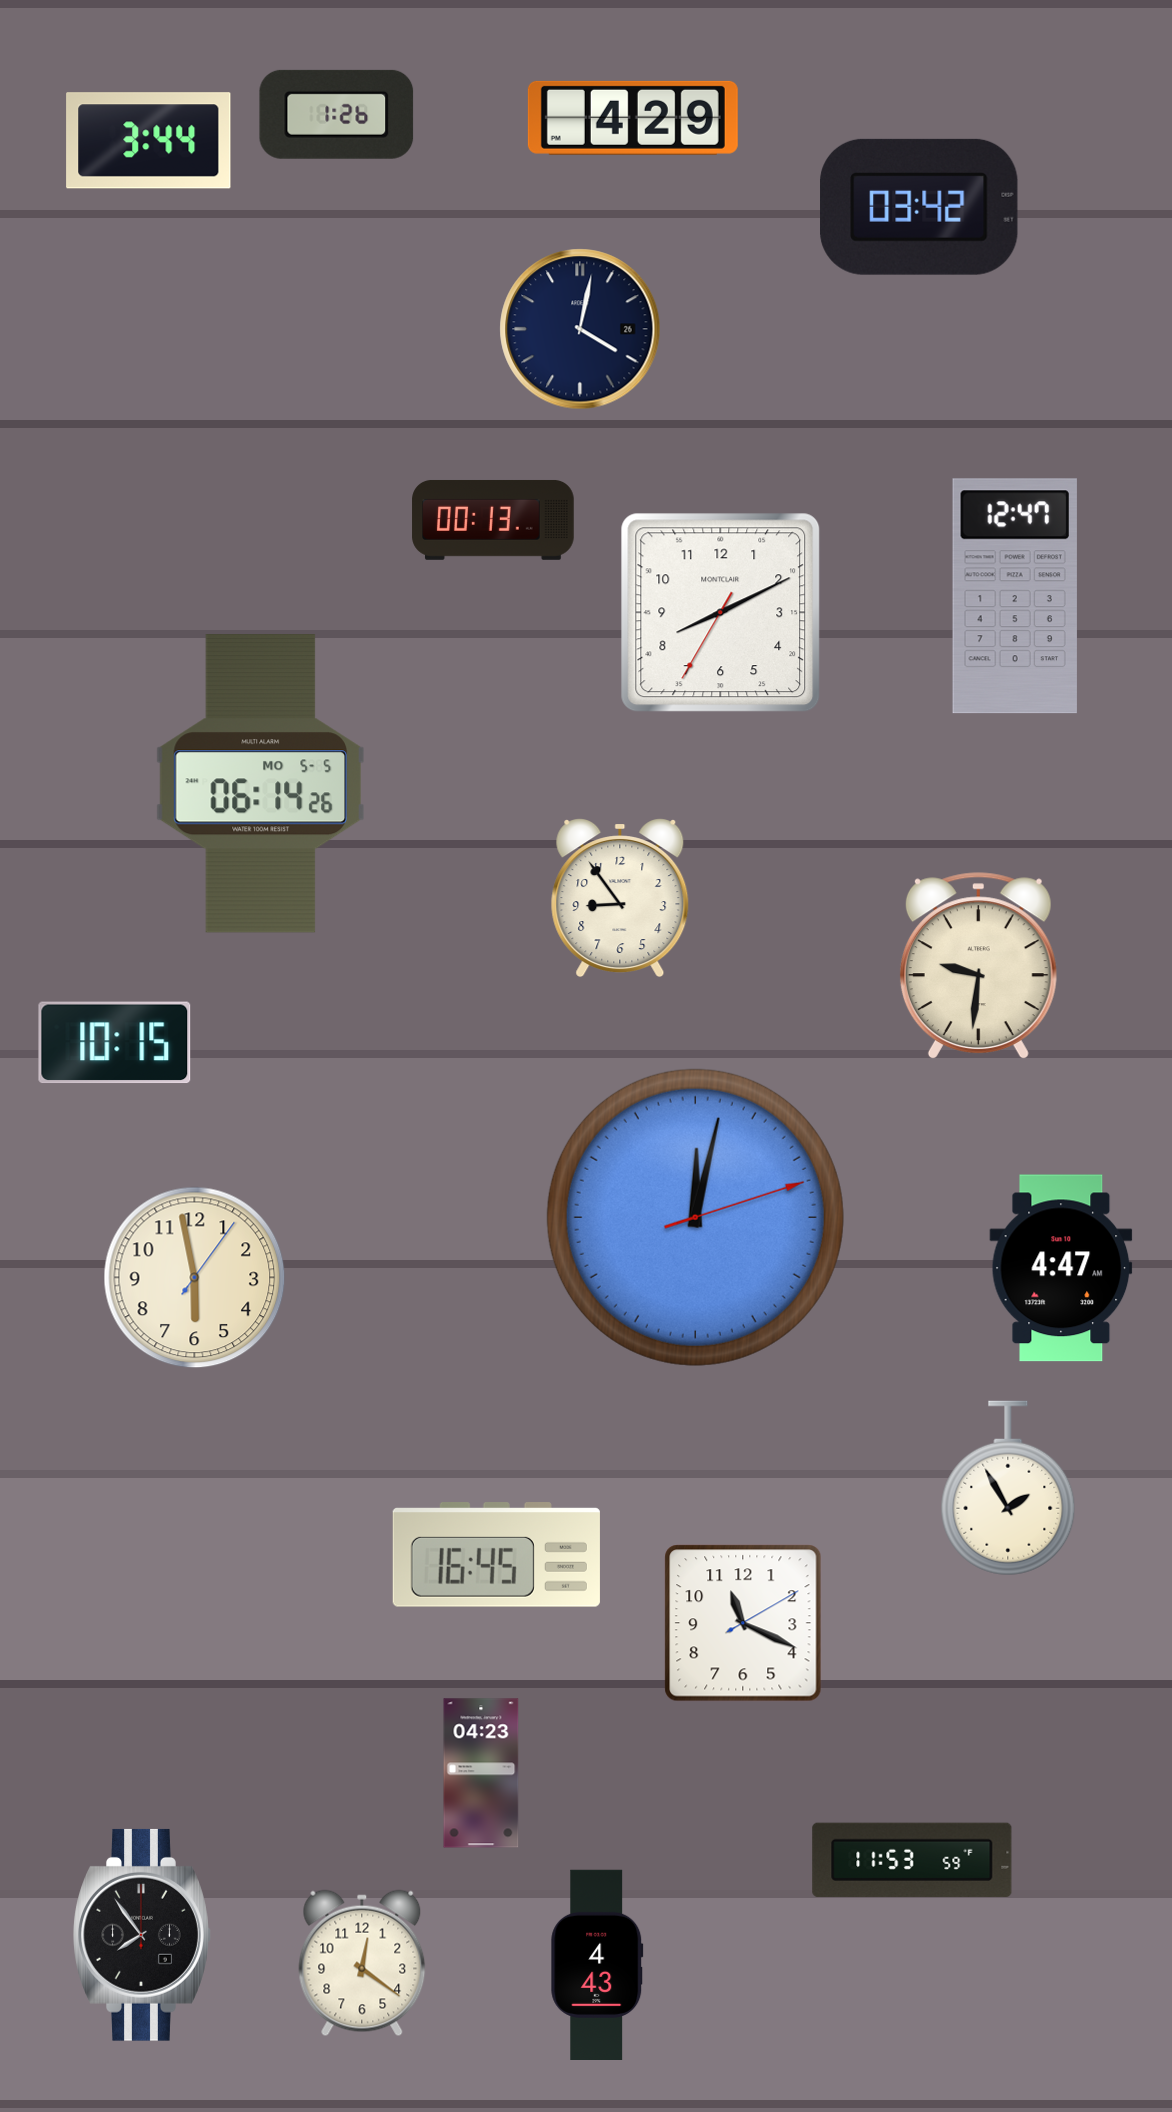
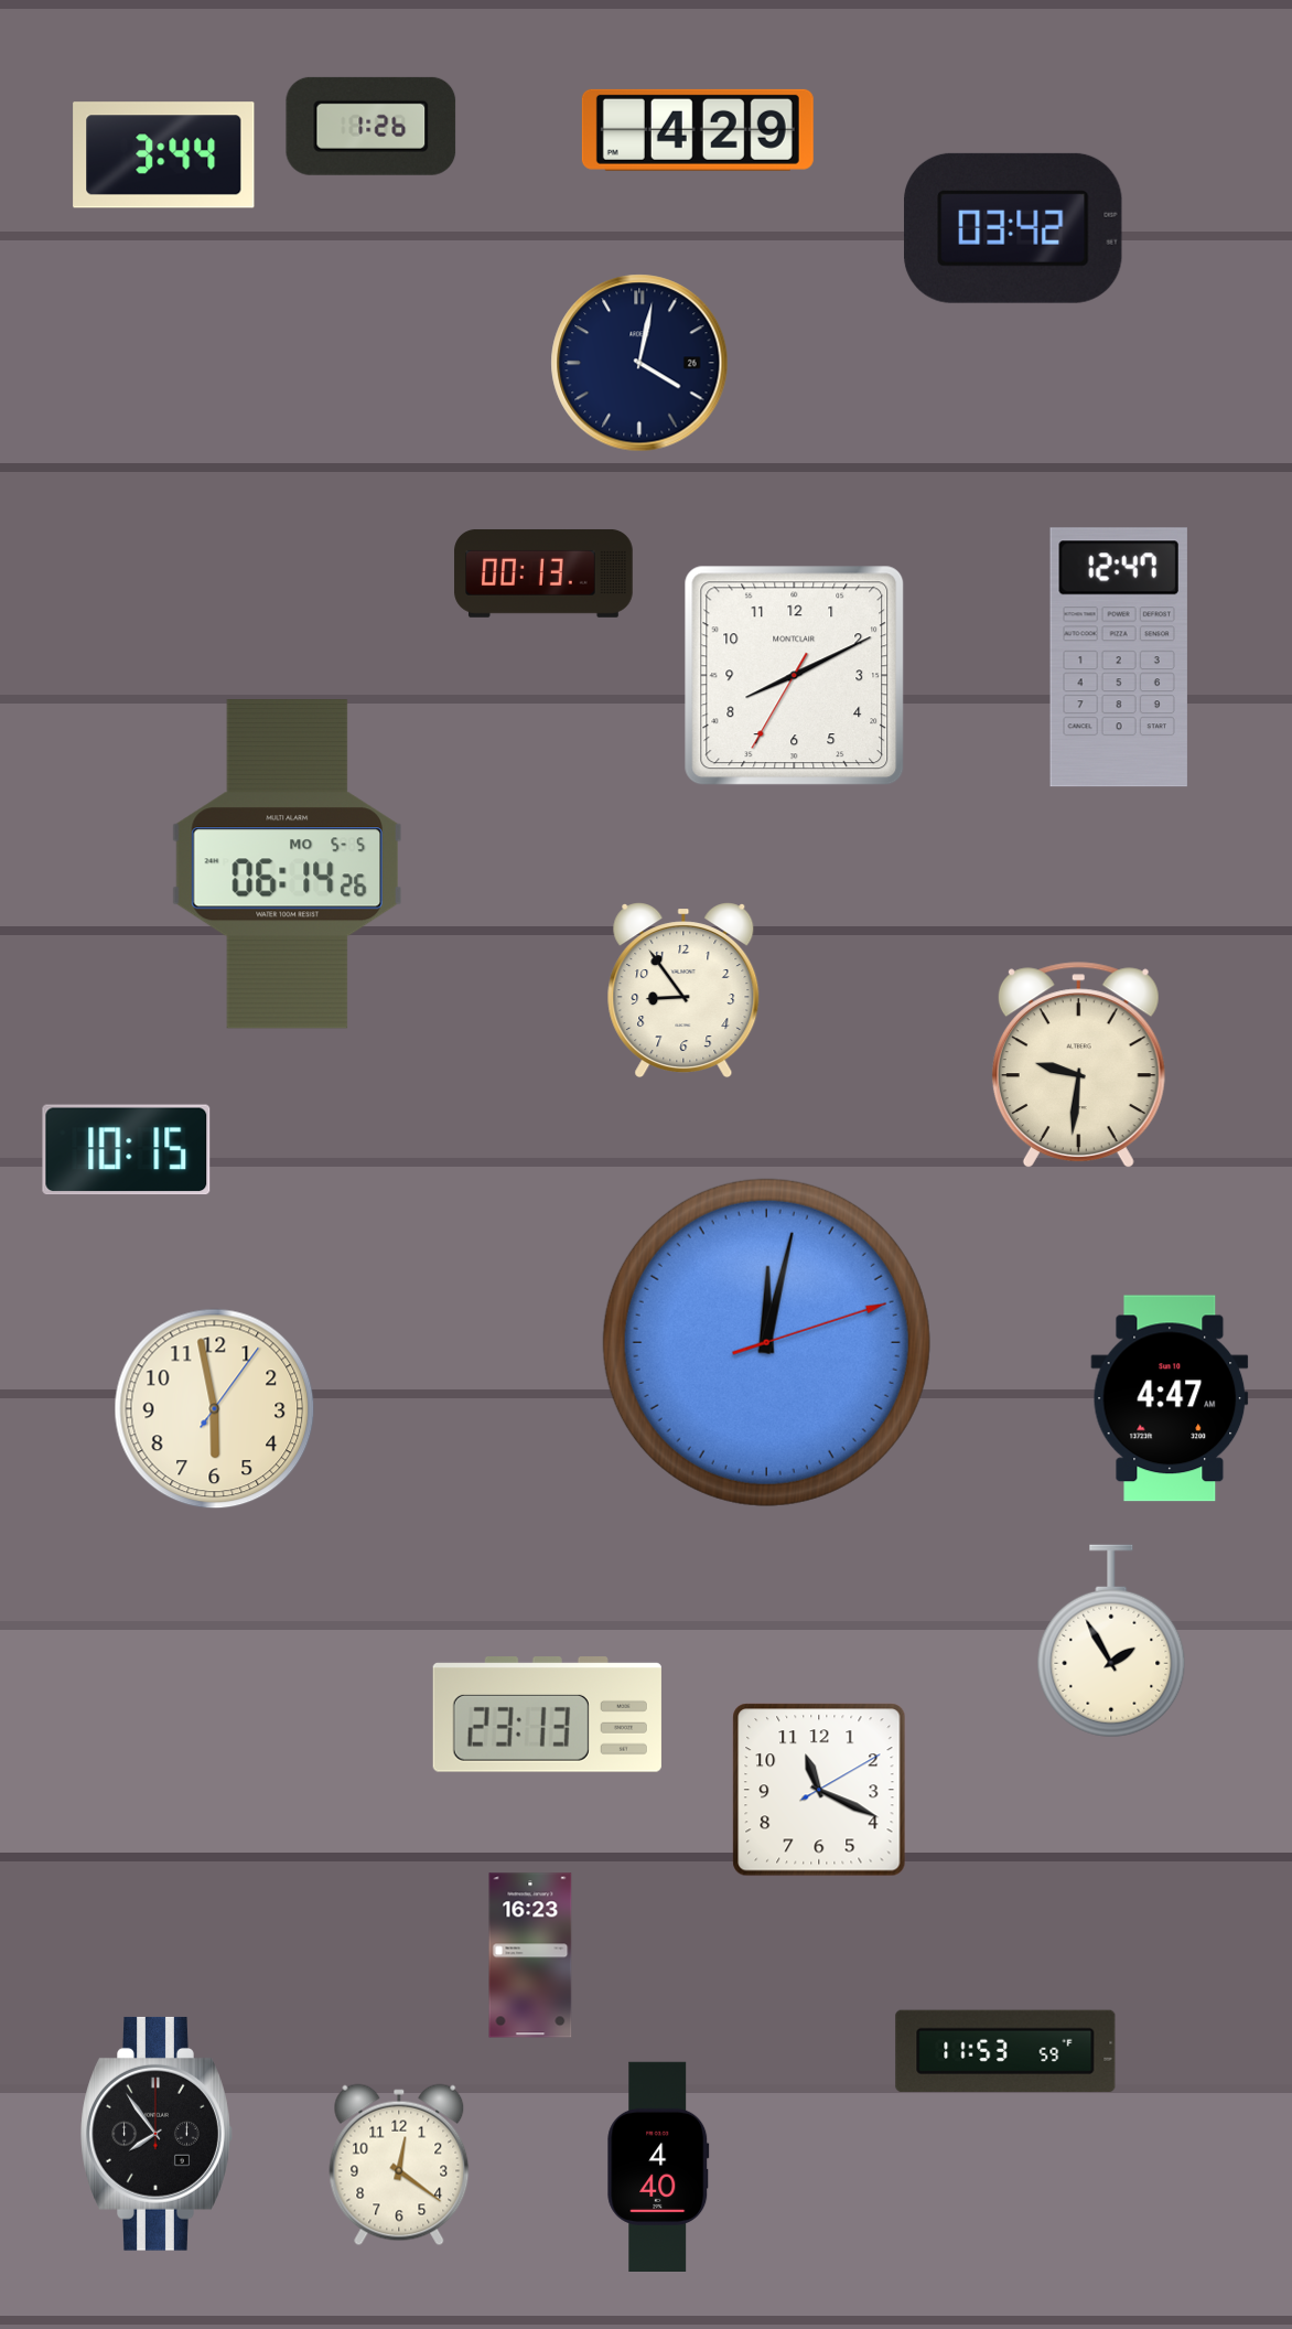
clock at (496, 1555): 16:45 -> 23:13
clock at (481, 1773): 04:23 -> 16:23
clock at (597, 1964): 4:43 -> 4:40
